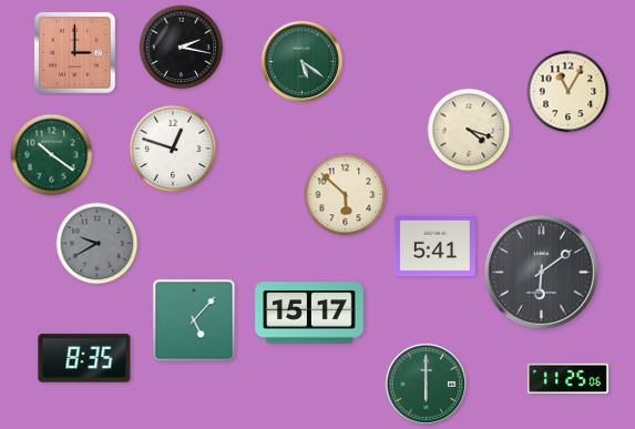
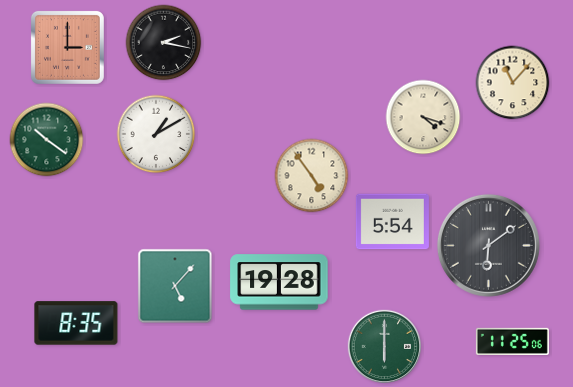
clock at (301, 61): 5:21 -> none
clock at (569, 92): 11:05 -> 11:07
clock at (173, 149): 12:48 -> 1:10
clock at (346, 195): 5:52 -> 4:54
clock at (98, 244): 9:40 -> none
clock at (434, 246): 5:41 -> 5:54
clock at (309, 313): 15:17 -> 19:28
clock at (194, 320) position: (194, 320) -> (175, 286)
